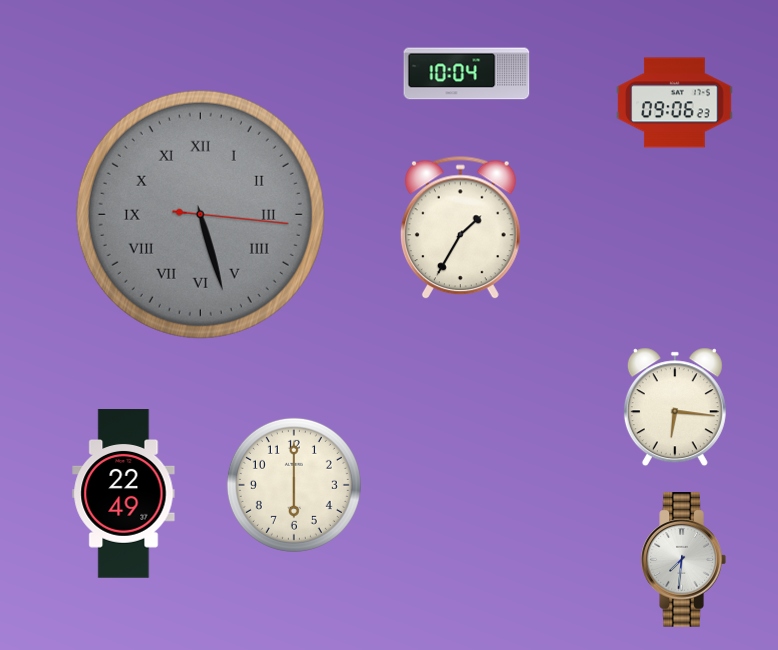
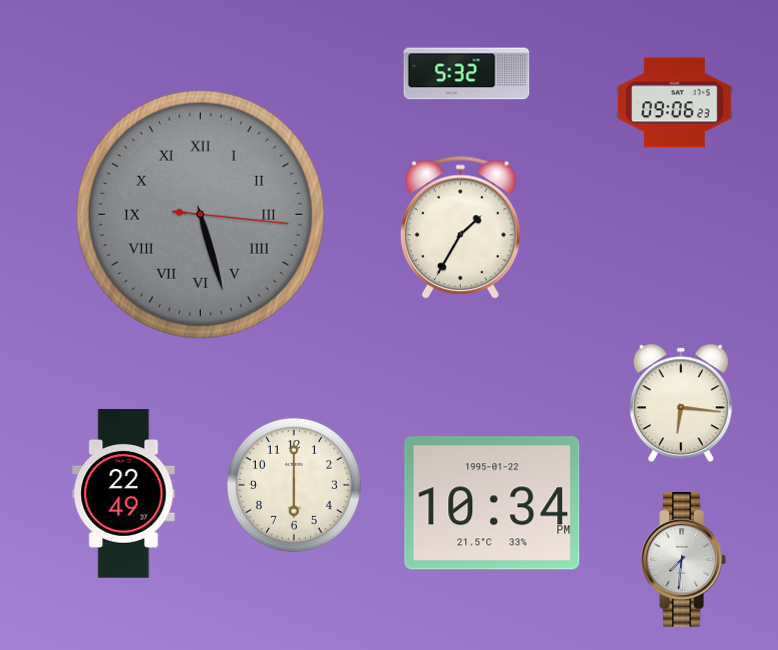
clock at (467, 74): 10:04 -> 5:32
clock at (675, 407) position: (675, 407) -> (681, 403)
clock at (492, 503): none -> 10:34
